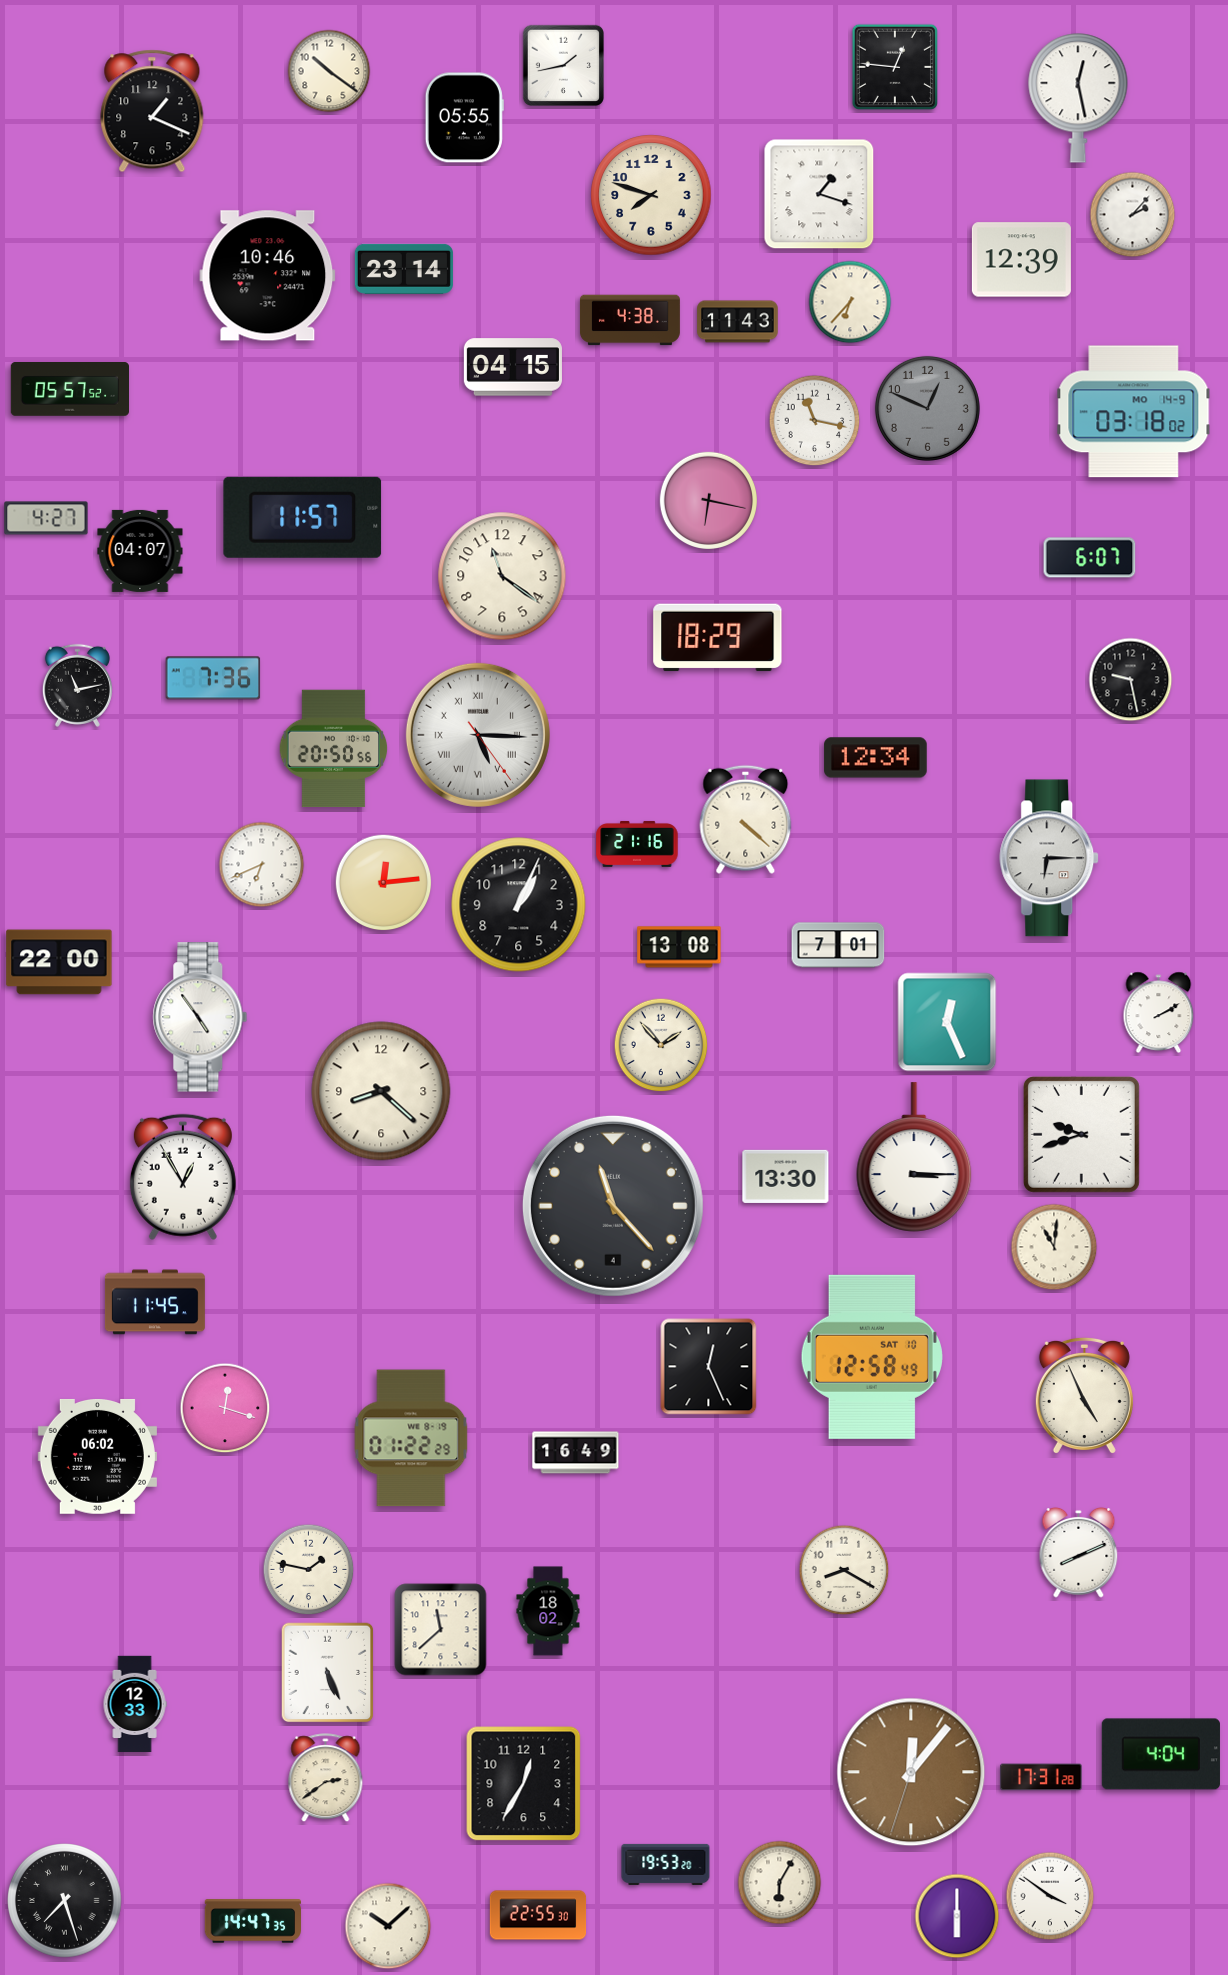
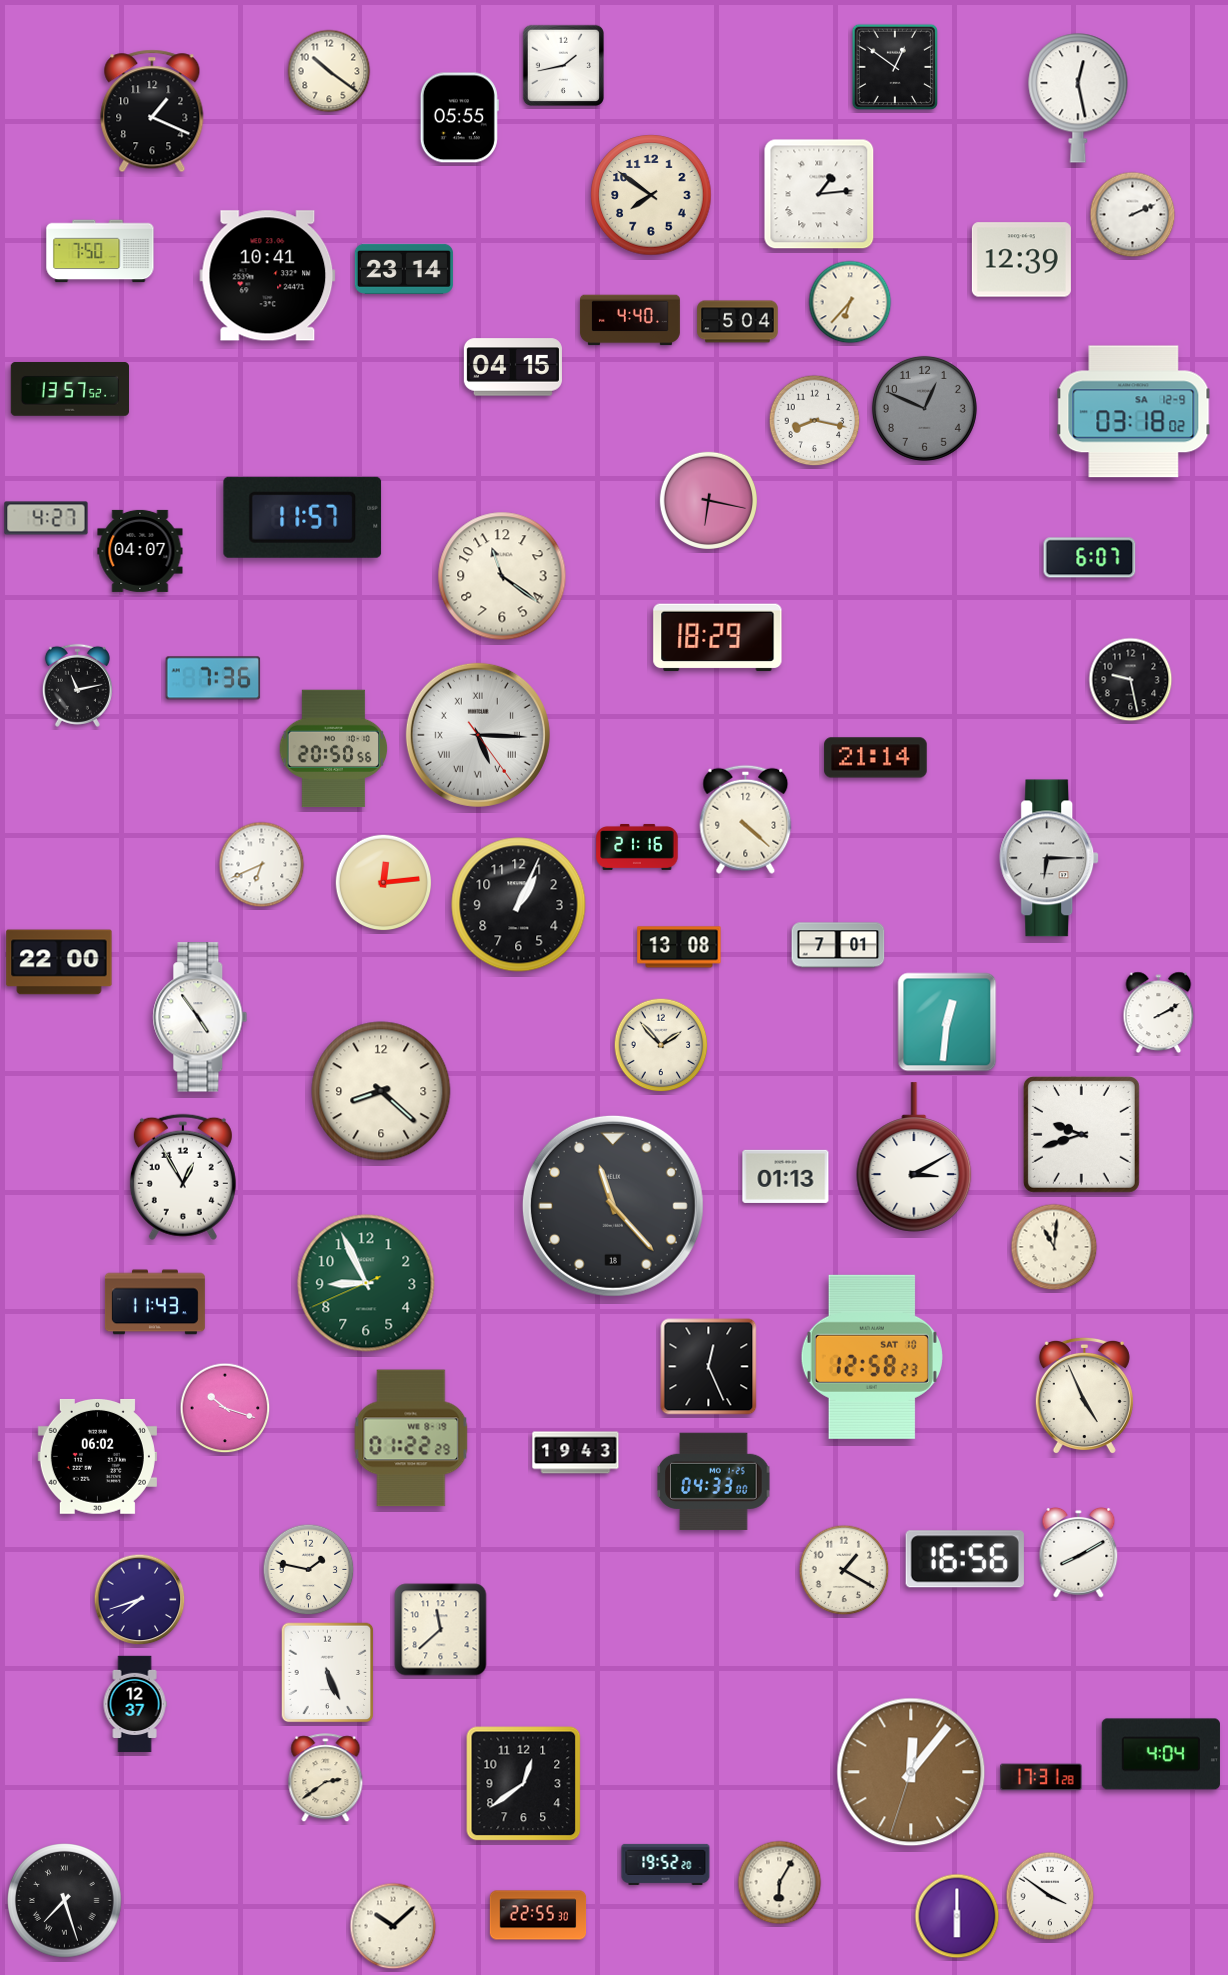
clock at (895, 67): 12:46 -> 12:51
clock at (464, 118) position: (464, 118) -> (459, 118)
clock at (819, 194): 1:18 -> 1:14
clock at (651, 195): 7:48 -> 7:51
clock at (1133, 215): 2:07 -> 2:11
clock at (100, 251): none -> 7:50
clock at (268, 276): 10:46 -> 10:41
clock at (630, 320): 4:38 -> 4:40
clock at (738, 322): 11:43 -> 5:04
clock at (69, 390): 05:57 -> 13:57
clock at (927, 408) position: (927, 408) -> (924, 408)
clock at (1134, 412) date: MO 14-9 -> SA 12-9
clock at (815, 421): 11:17 -> 8:17
clock at (876, 758): 12:34 -> 21:14
clock at (637, 844) position: (637, 844) -> (637, 847)
clock at (947, 1022): 12:26 -> 12:31
clock at (914, 1157): 3:15 -> 3:10
clock at (786, 1176): 13:30 -> 01:13
clock at (613, 1206) date: 4 -> 18
clock at (366, 1283): none -> 8:55
clock at (155, 1302): 11:45 -> 11:43
clock at (872, 1357): 12:58:49 -> 12:58:23
clock at (225, 1408): 12:18 -> 10:18
clock at (576, 1453): 16:49 -> 19:43
clock at (714, 1481): none -> 04:33
clock at (1079, 1552): 8:11 -> 8:10
clock at (965, 1559): none -> 16:56
clock at (844, 1570): 8:20 -> 1:20
clock at (140, 1600): none -> 7:42
clock at (548, 1611): 18:02 -> none
clock at (135, 1704): 12:33 -> 12:37
clock at (524, 1784): 12:35 -> 12:39
clock at (666, 1864): 19:53 -> 19:52
clock at (252, 1921): 14:47 -> none
clock at (388, 1926) position: (388, 1926) -> (393, 1926)
